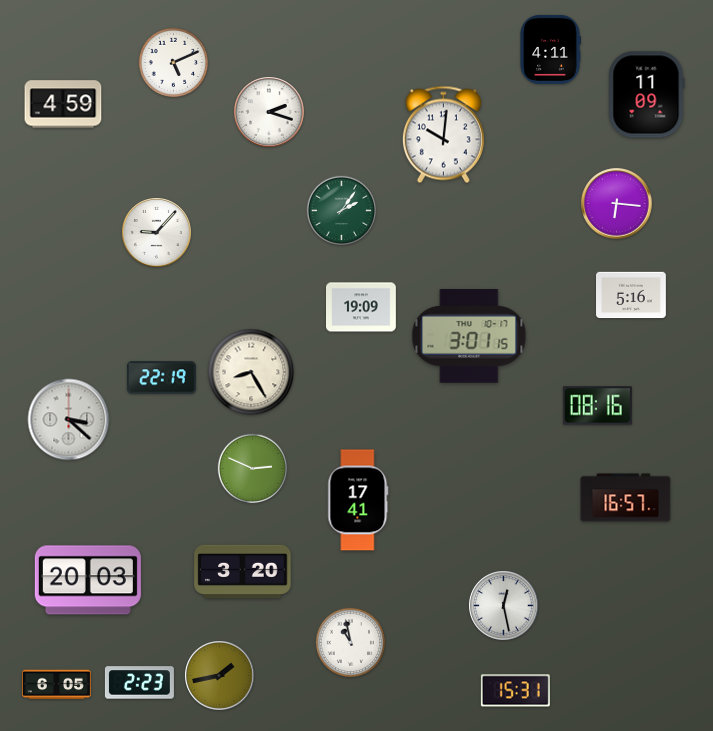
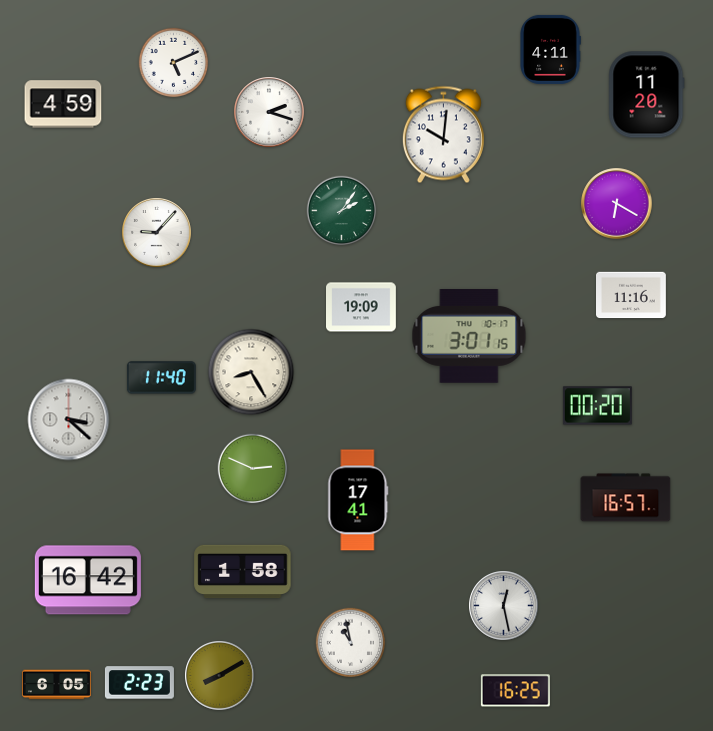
clock at (647, 95): 11:09 -> 11:20
clock at (617, 204): 6:16 -> 6:20
clock at (632, 295): 5:16 -> 11:16
clock at (161, 378): 22:19 -> 11:40
clock at (597, 406): 08:16 -> 00:20
clock at (243, 572): 3:20 -> 1:58
clock at (88, 580): 20:03 -> 16:42
clock at (220, 676): 1:43 -> 8:10
clock at (515, 691): 15:31 -> 16:25
